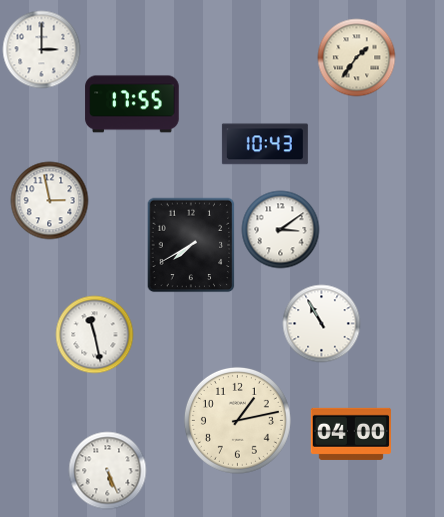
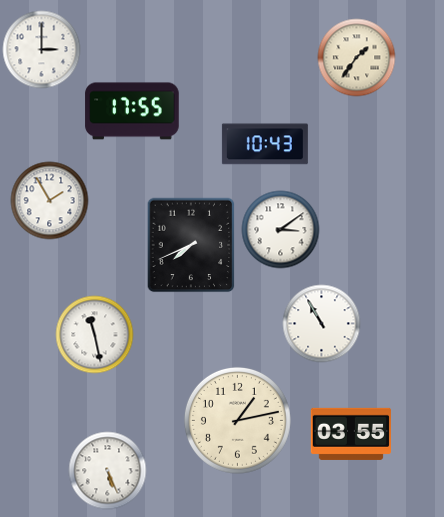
clock at (132, 104) position: (132, 104) -> (132, 111)
clock at (49, 200): 2:58 -> 1:55
clock at (191, 245): 7:40 -> 7:41
clock at (351, 434): 04:00 -> 03:55
